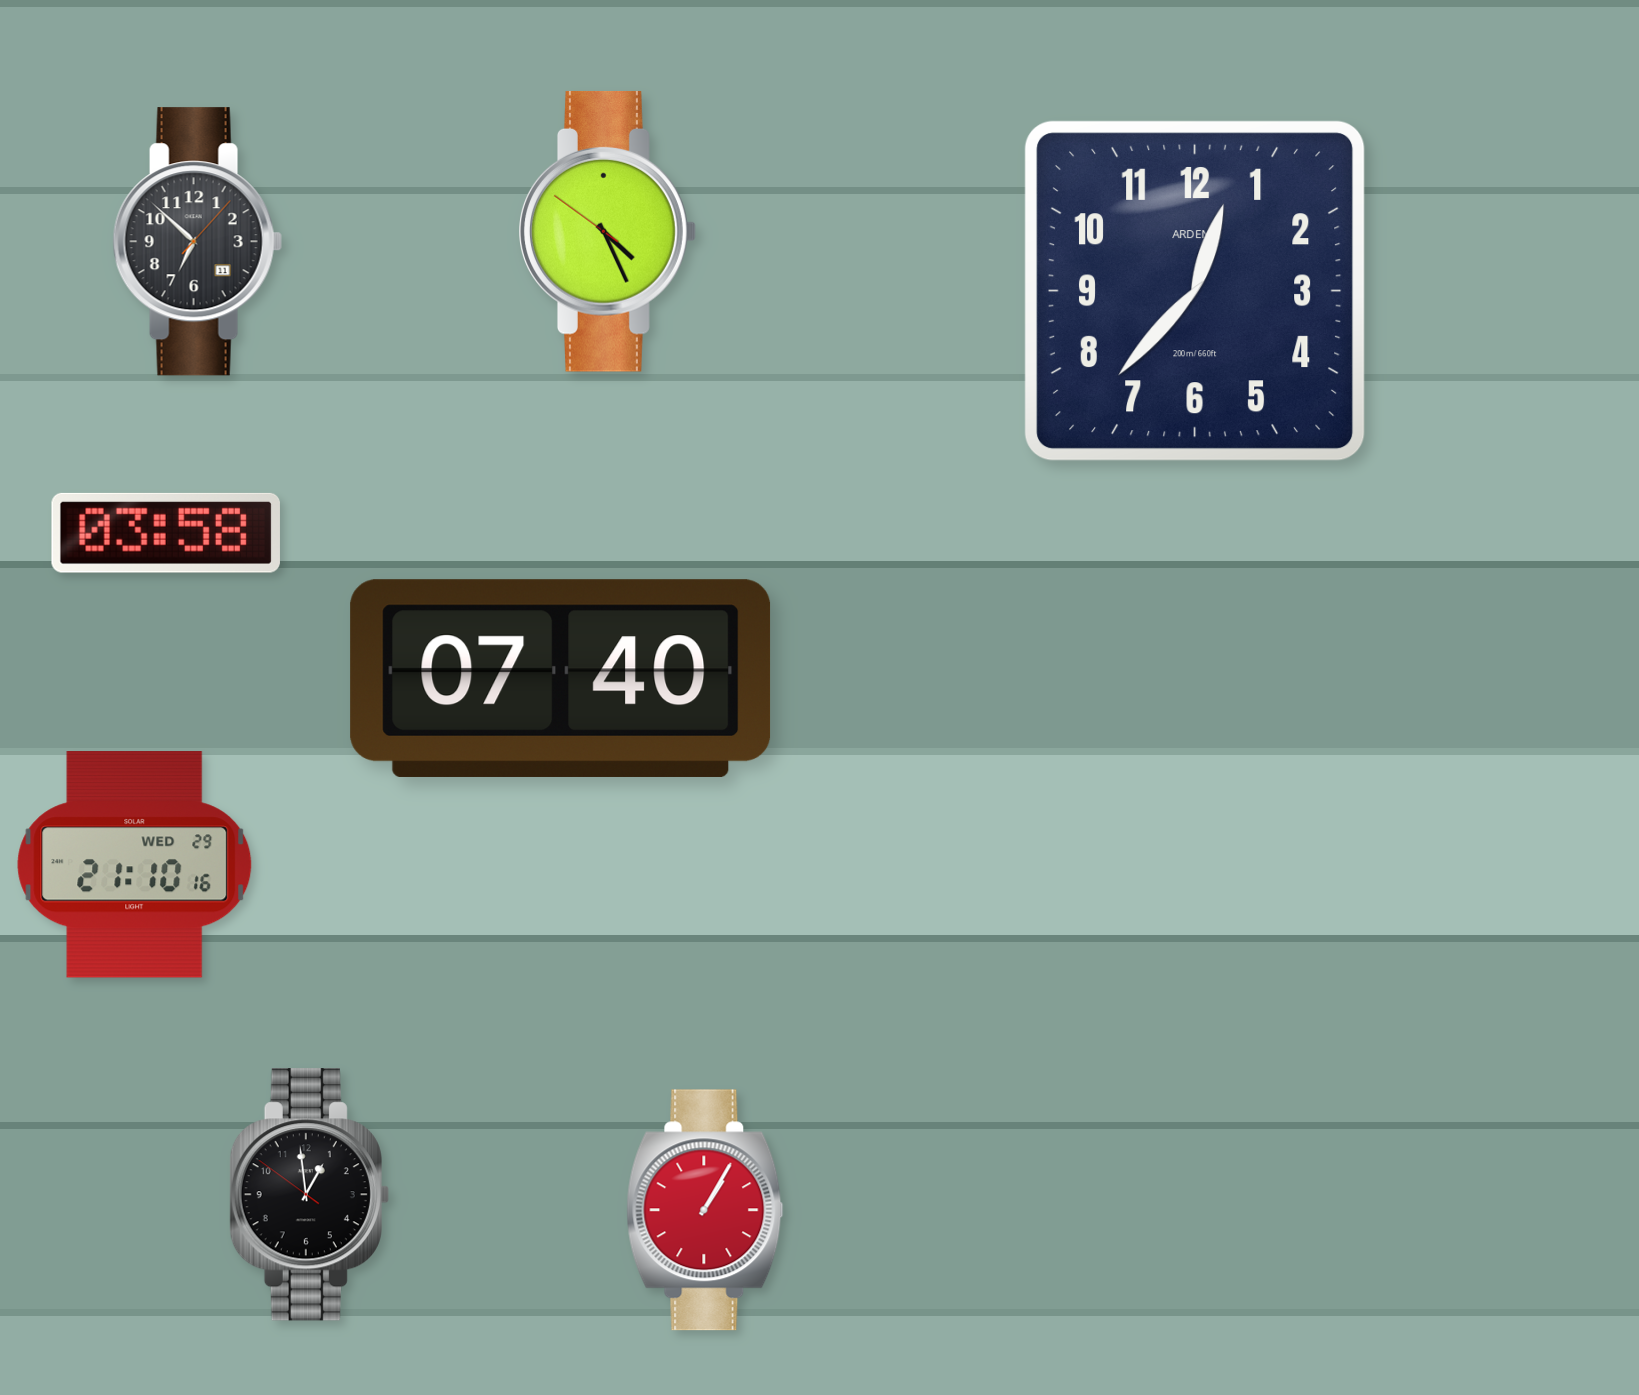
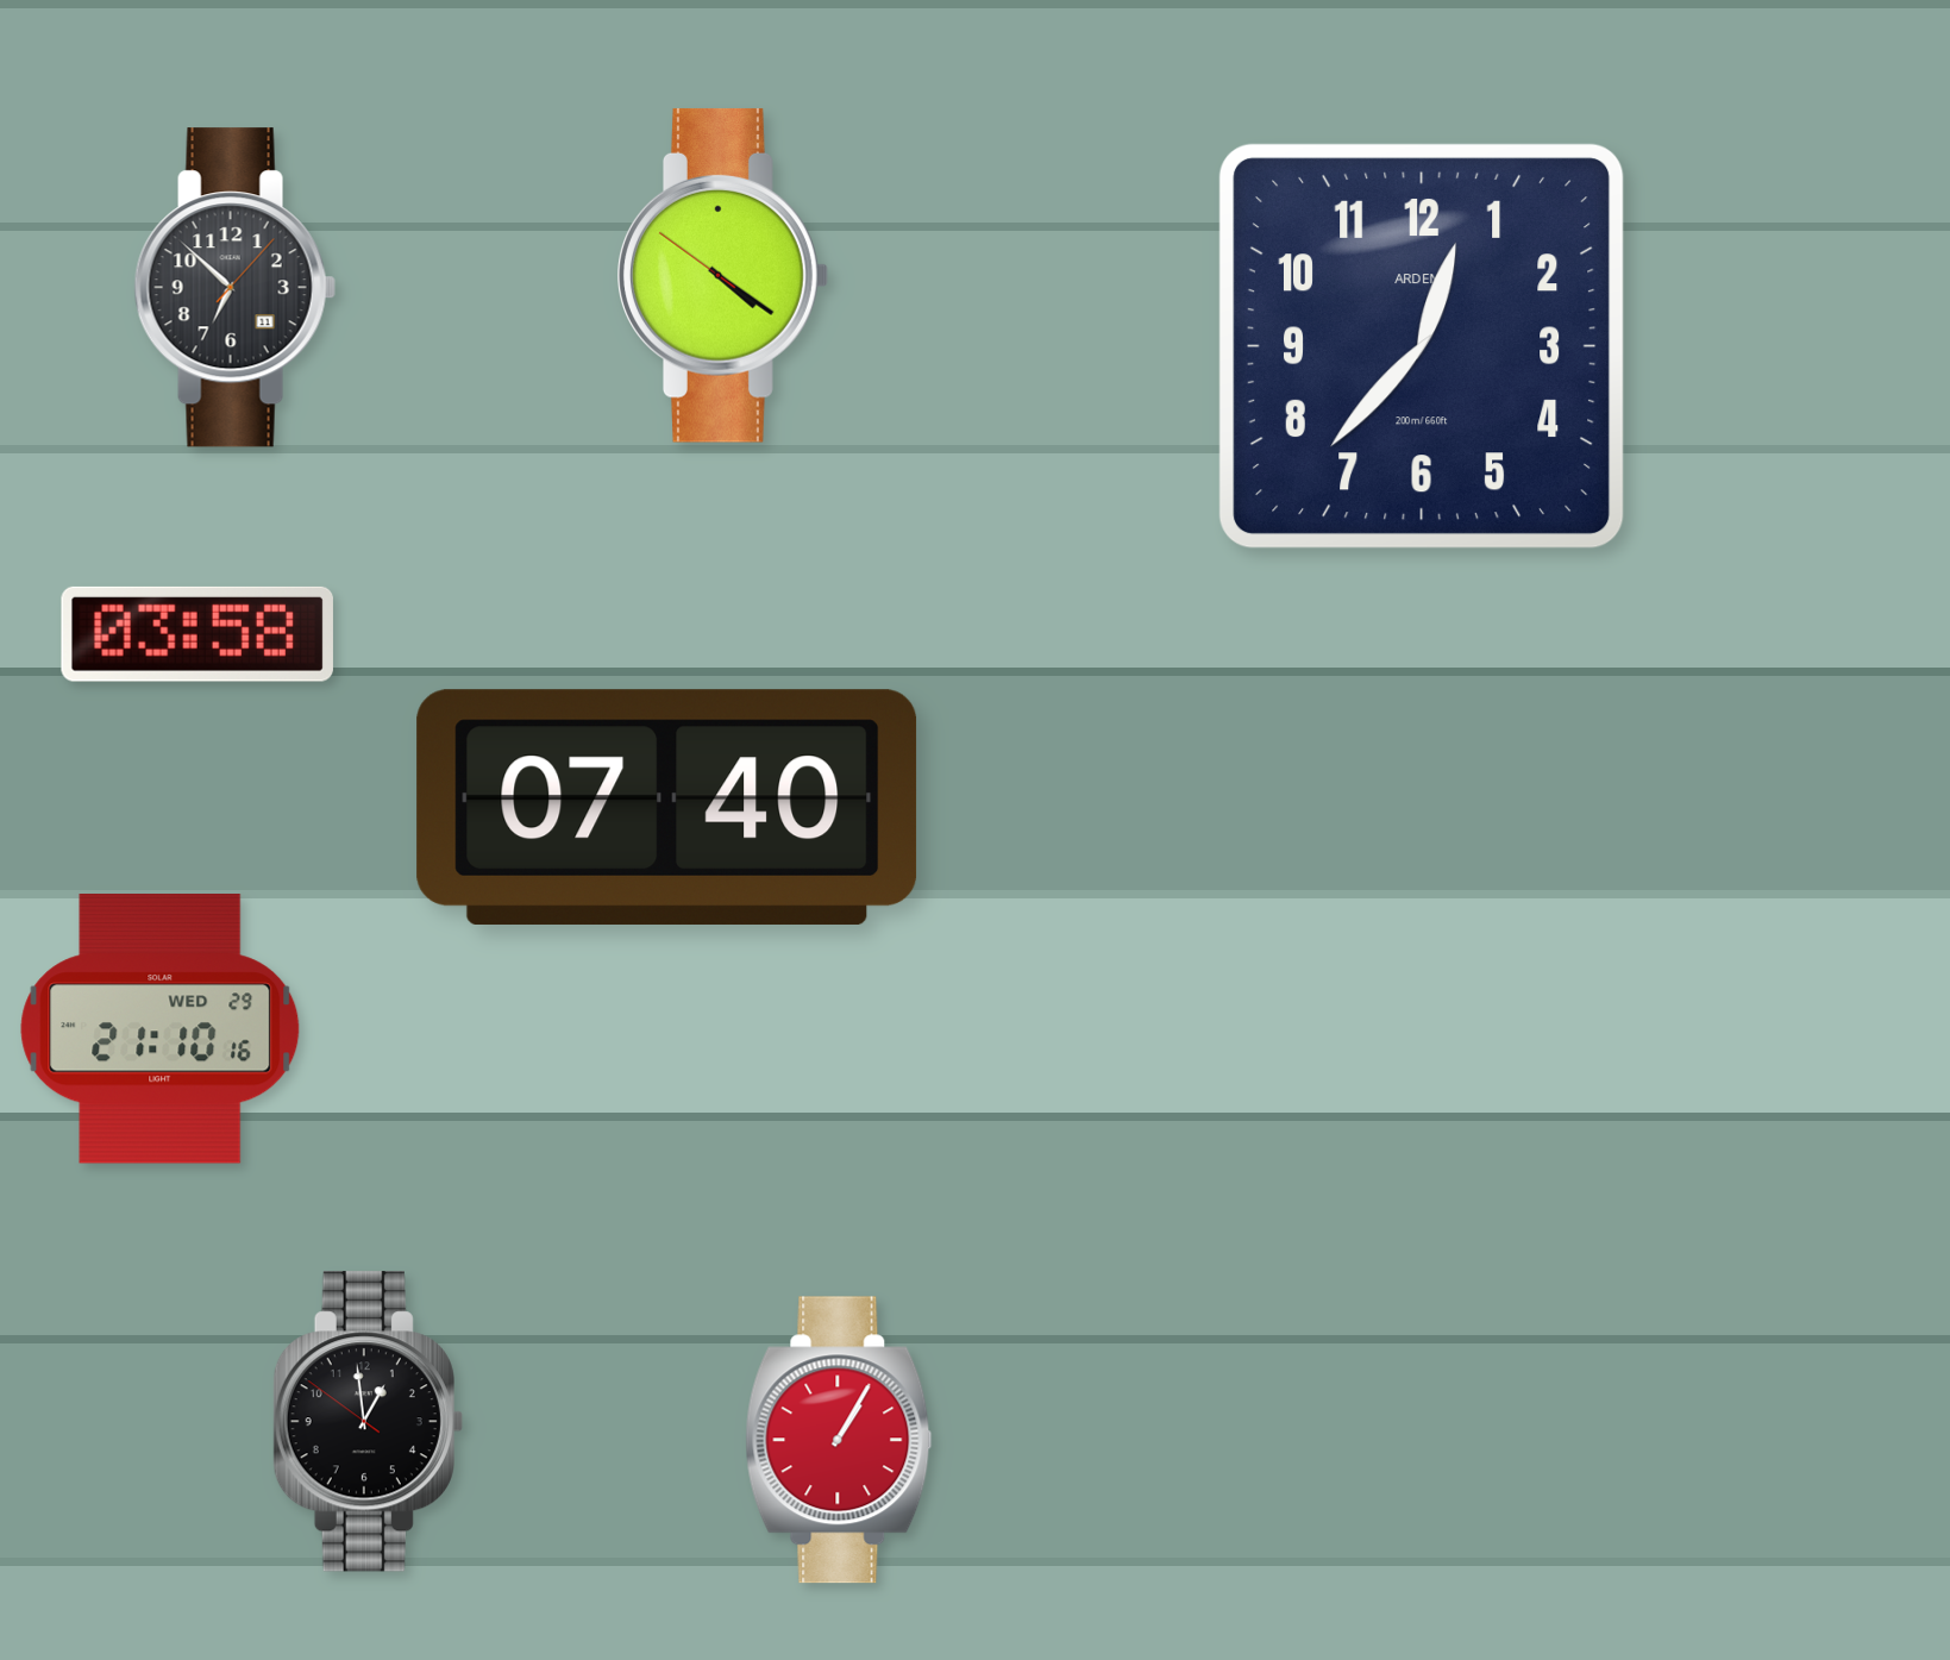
clock at (607, 231): 4:25 -> 4:20
